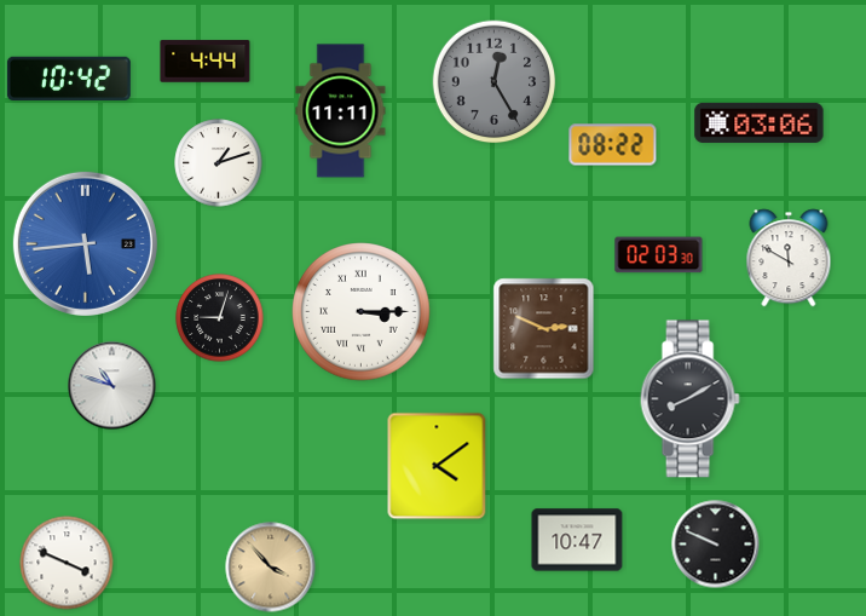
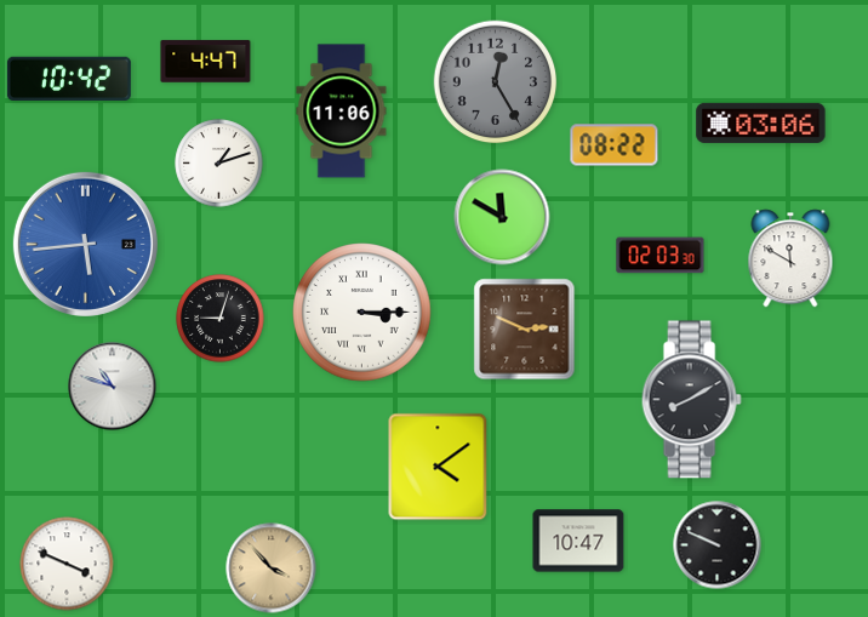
clock at (206, 62): 4:44 -> 4:47
clock at (341, 111): 11:11 -> 11:06
clock at (502, 217): none -> 11:50
clock at (544, 329) position: (544, 329) -> (525, 330)
